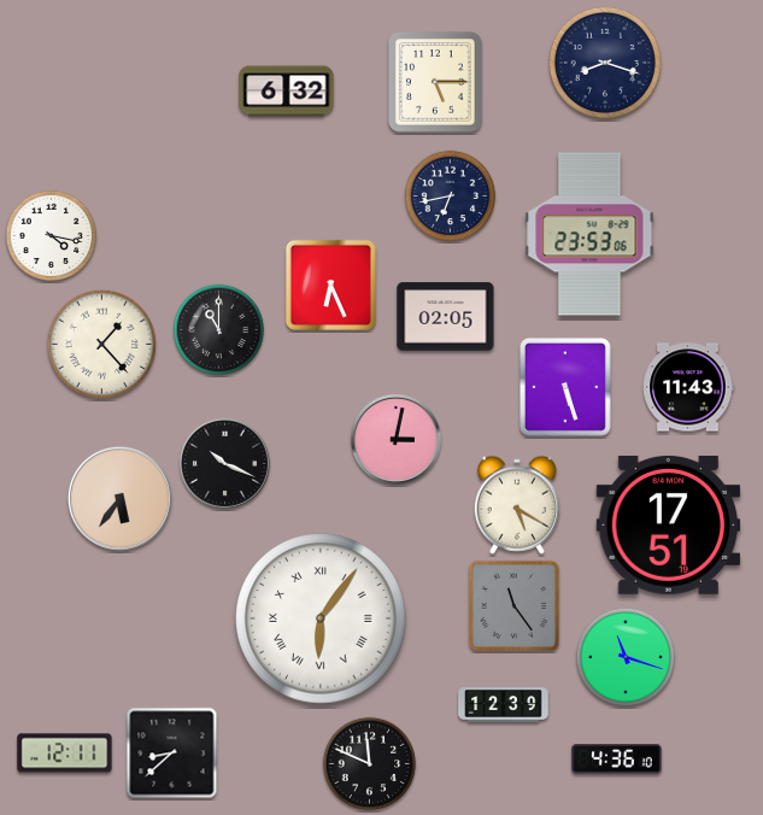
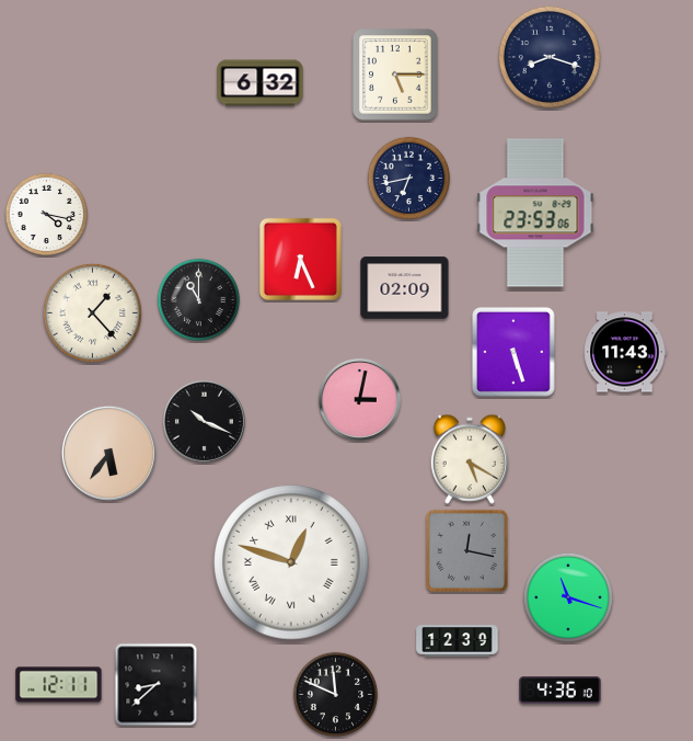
clock at (446, 317): 02:05 -> 02:09
clock at (669, 524): 17:51 -> none
clock at (515, 606): 11:24 -> 12:17
clock at (321, 618): 6:06 -> 12:48
